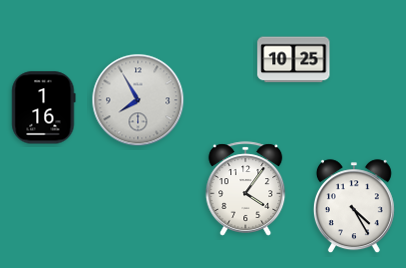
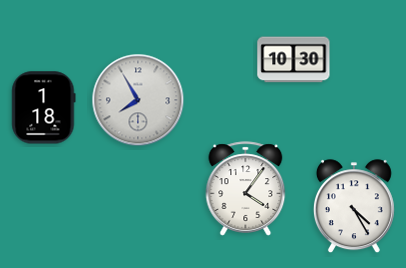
clock at (294, 60): 10:25 -> 10:30
clock at (44, 108): 1:16 -> 1:18
